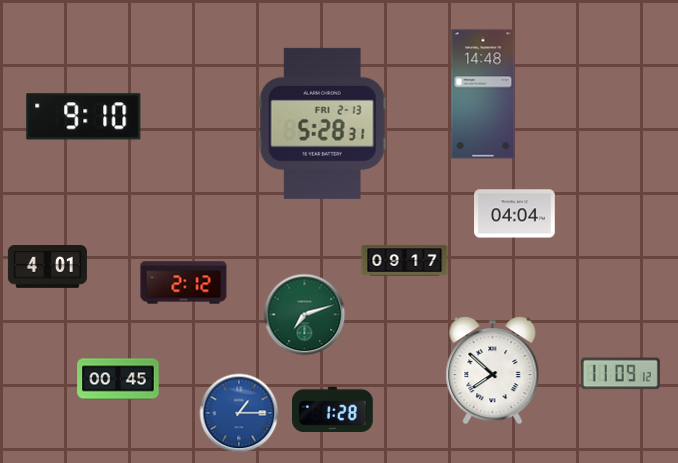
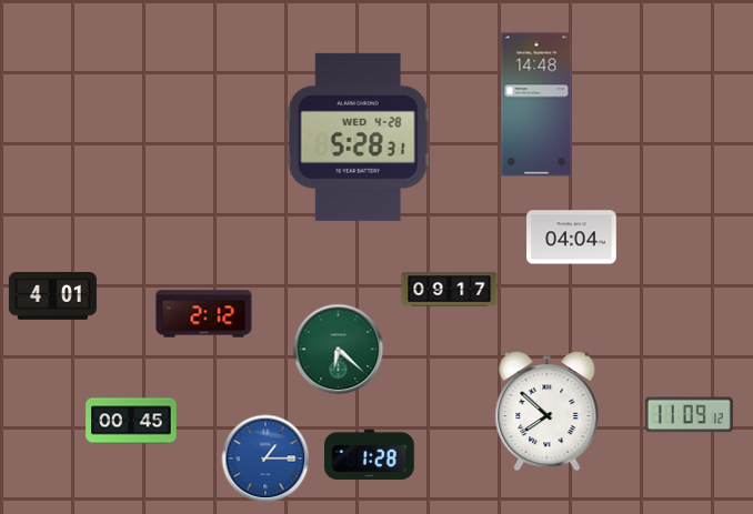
clock at (84, 117): 9:10 -> none
clock at (322, 123) date: FRI 2-13 -> WED 4-28
clock at (305, 315): 7:12 -> 6:22
